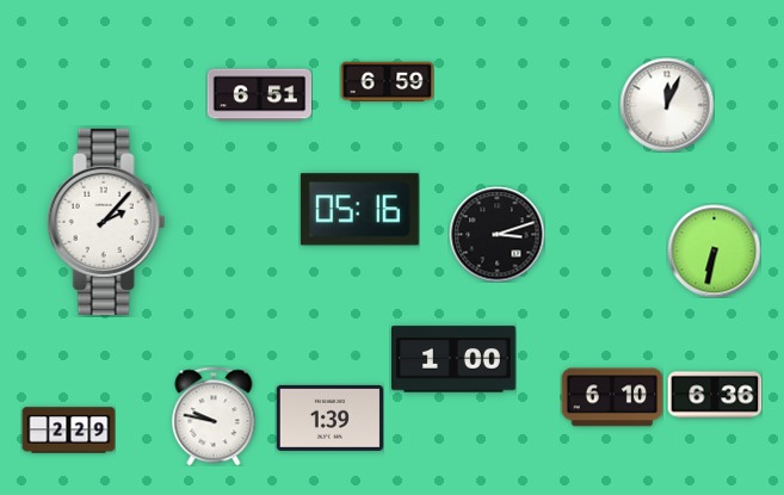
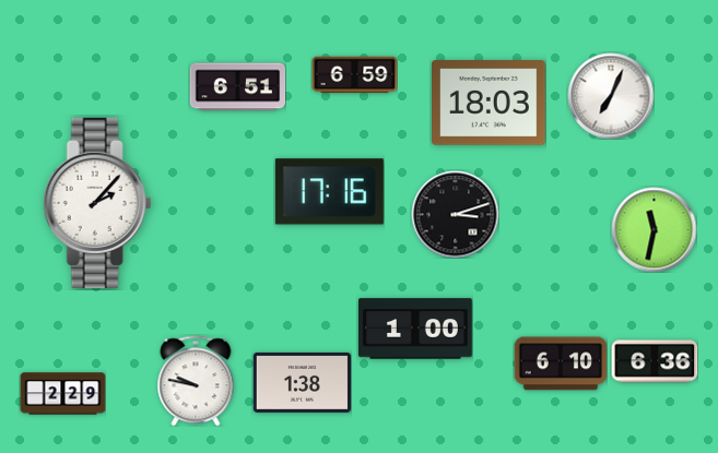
clock at (667, 105): 12:04 -> 7:04
clock at (490, 104): none -> 18:03
clock at (359, 210): 05:16 -> 17:16
clock at (714, 250): 6:32 -> 11:32
clock at (329, 417): 1:39 -> 1:38
